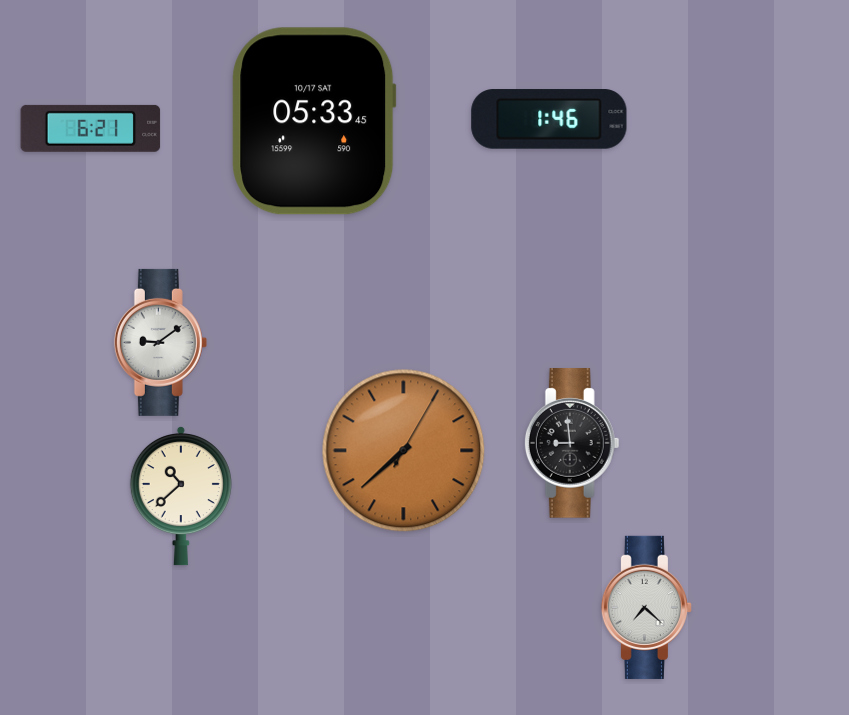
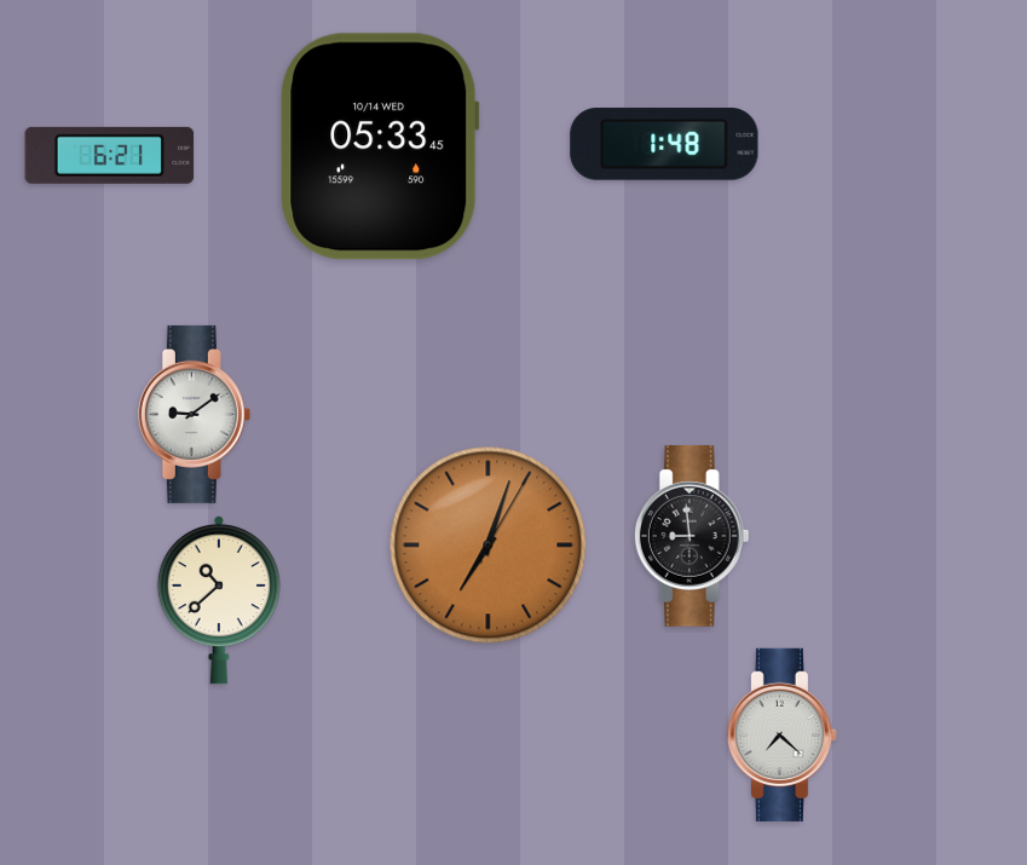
clock at (549, 119): 1:46 -> 1:48
clock at (314, 121) date: 10/17 SAT -> 10/14 WED
clock at (404, 451): 7:38 -> 7:03
